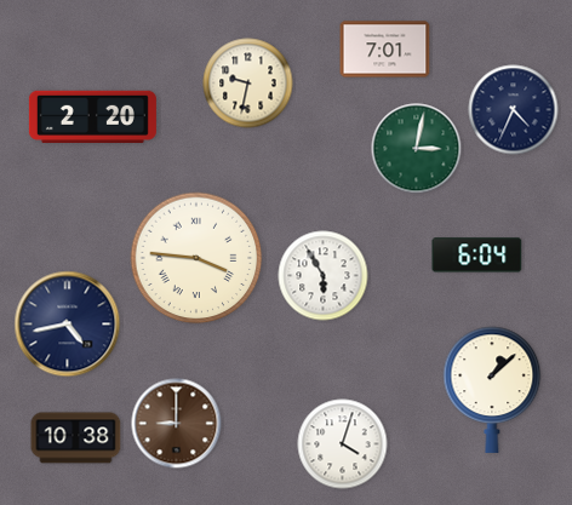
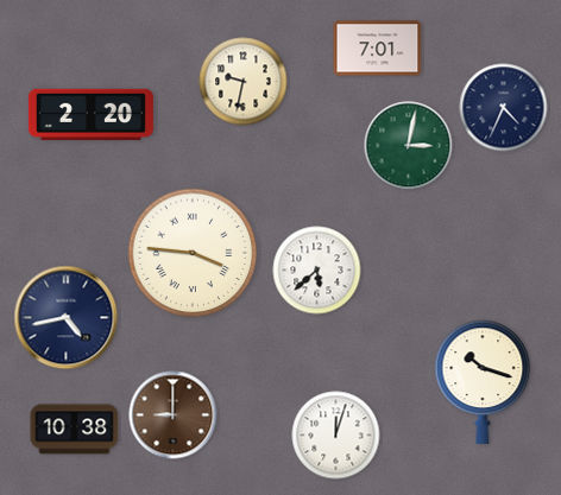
clock at (477, 256): 6:04 -> none
clock at (324, 276): 5:55 -> 5:38
clock at (492, 390): 1:08 -> 10:18
clock at (343, 444): 4:03 -> 12:03
